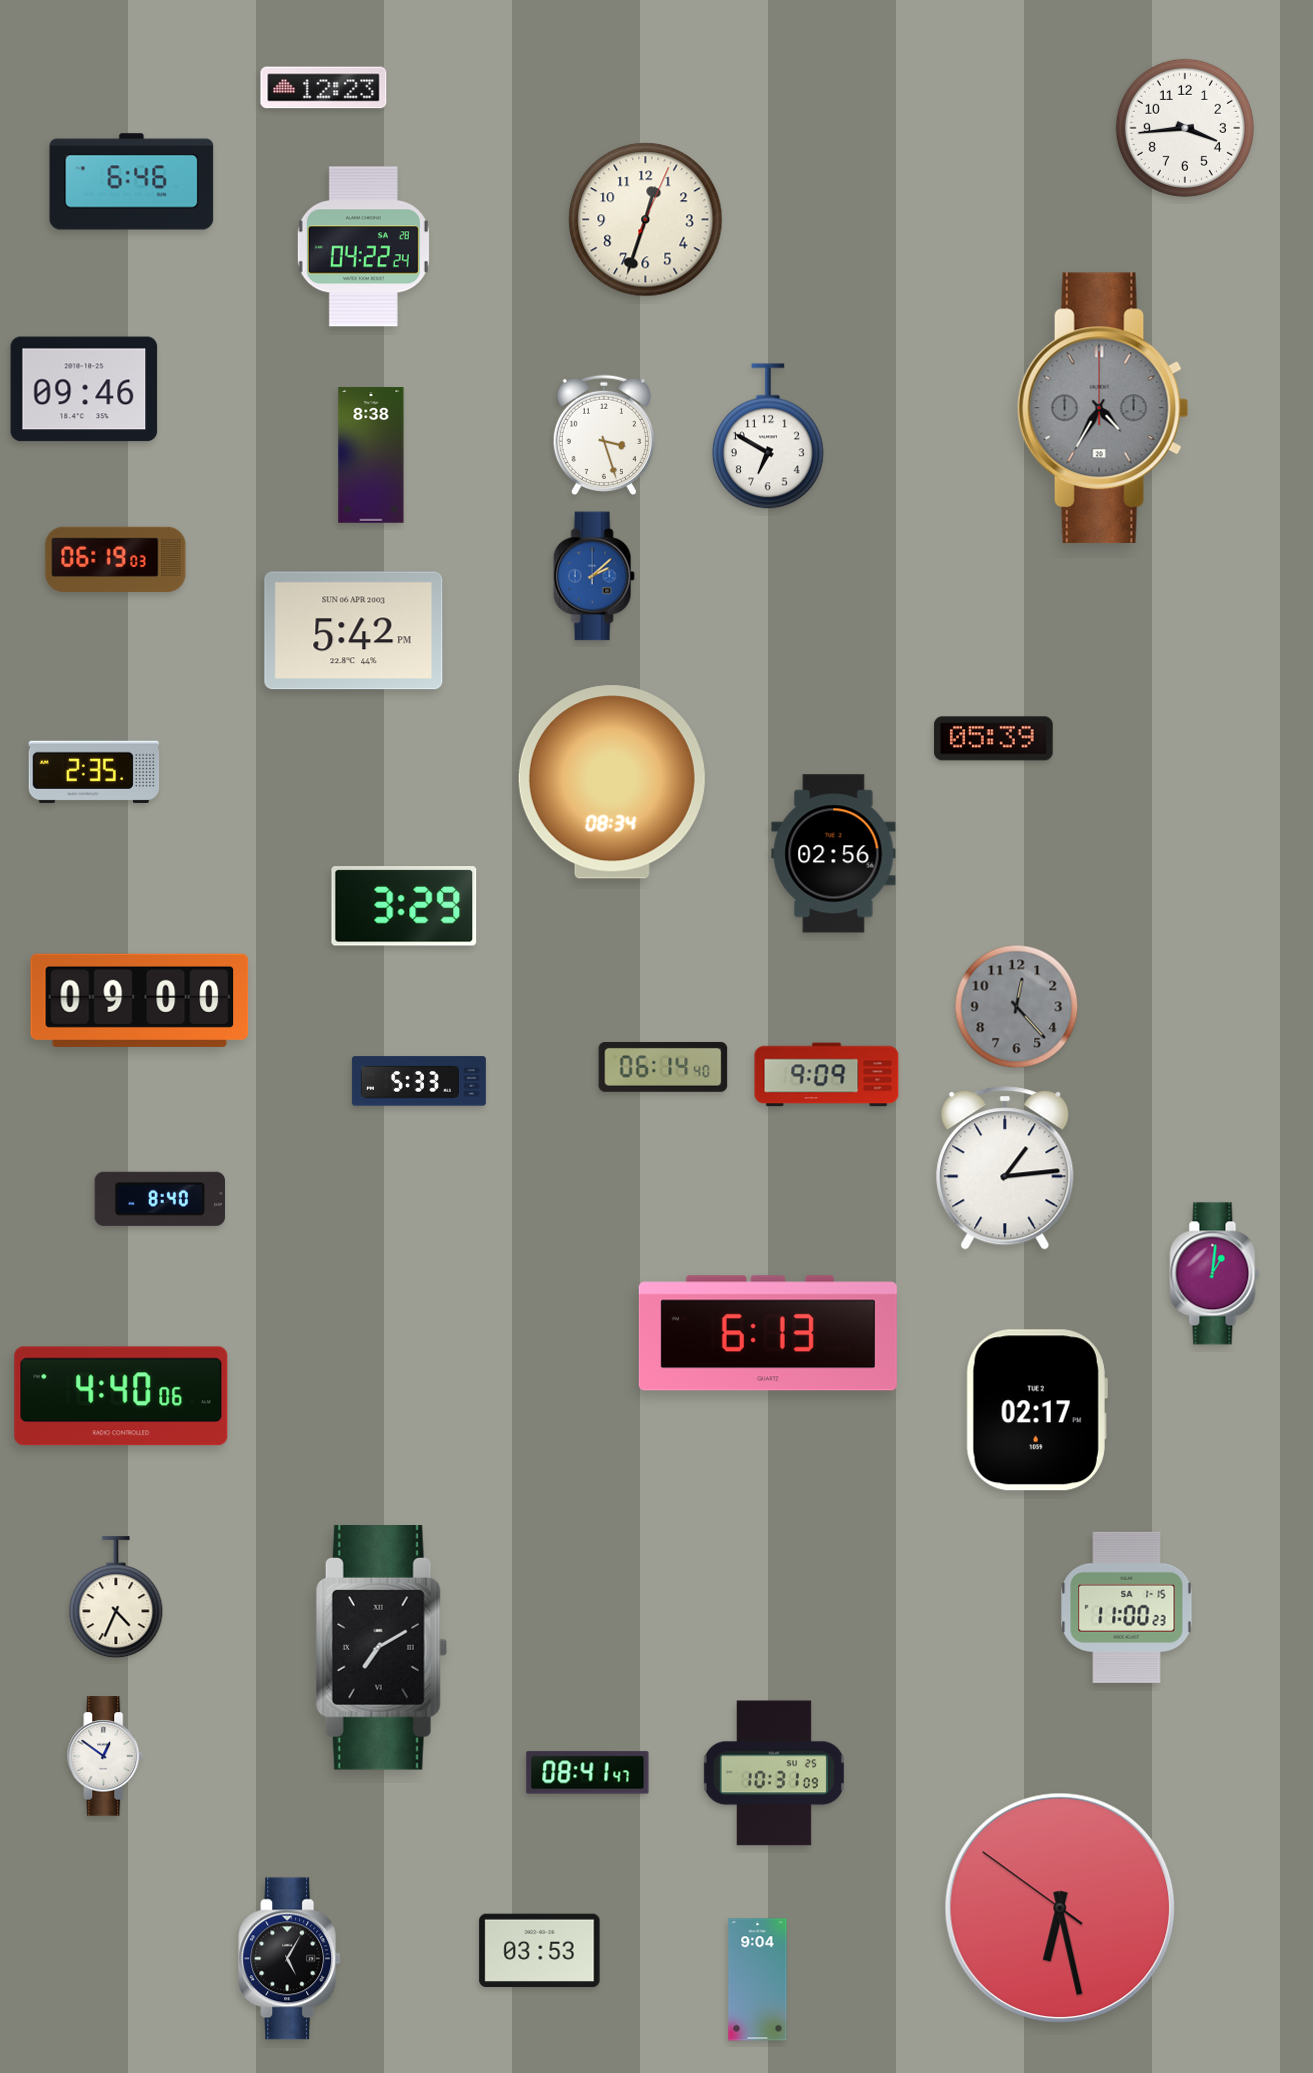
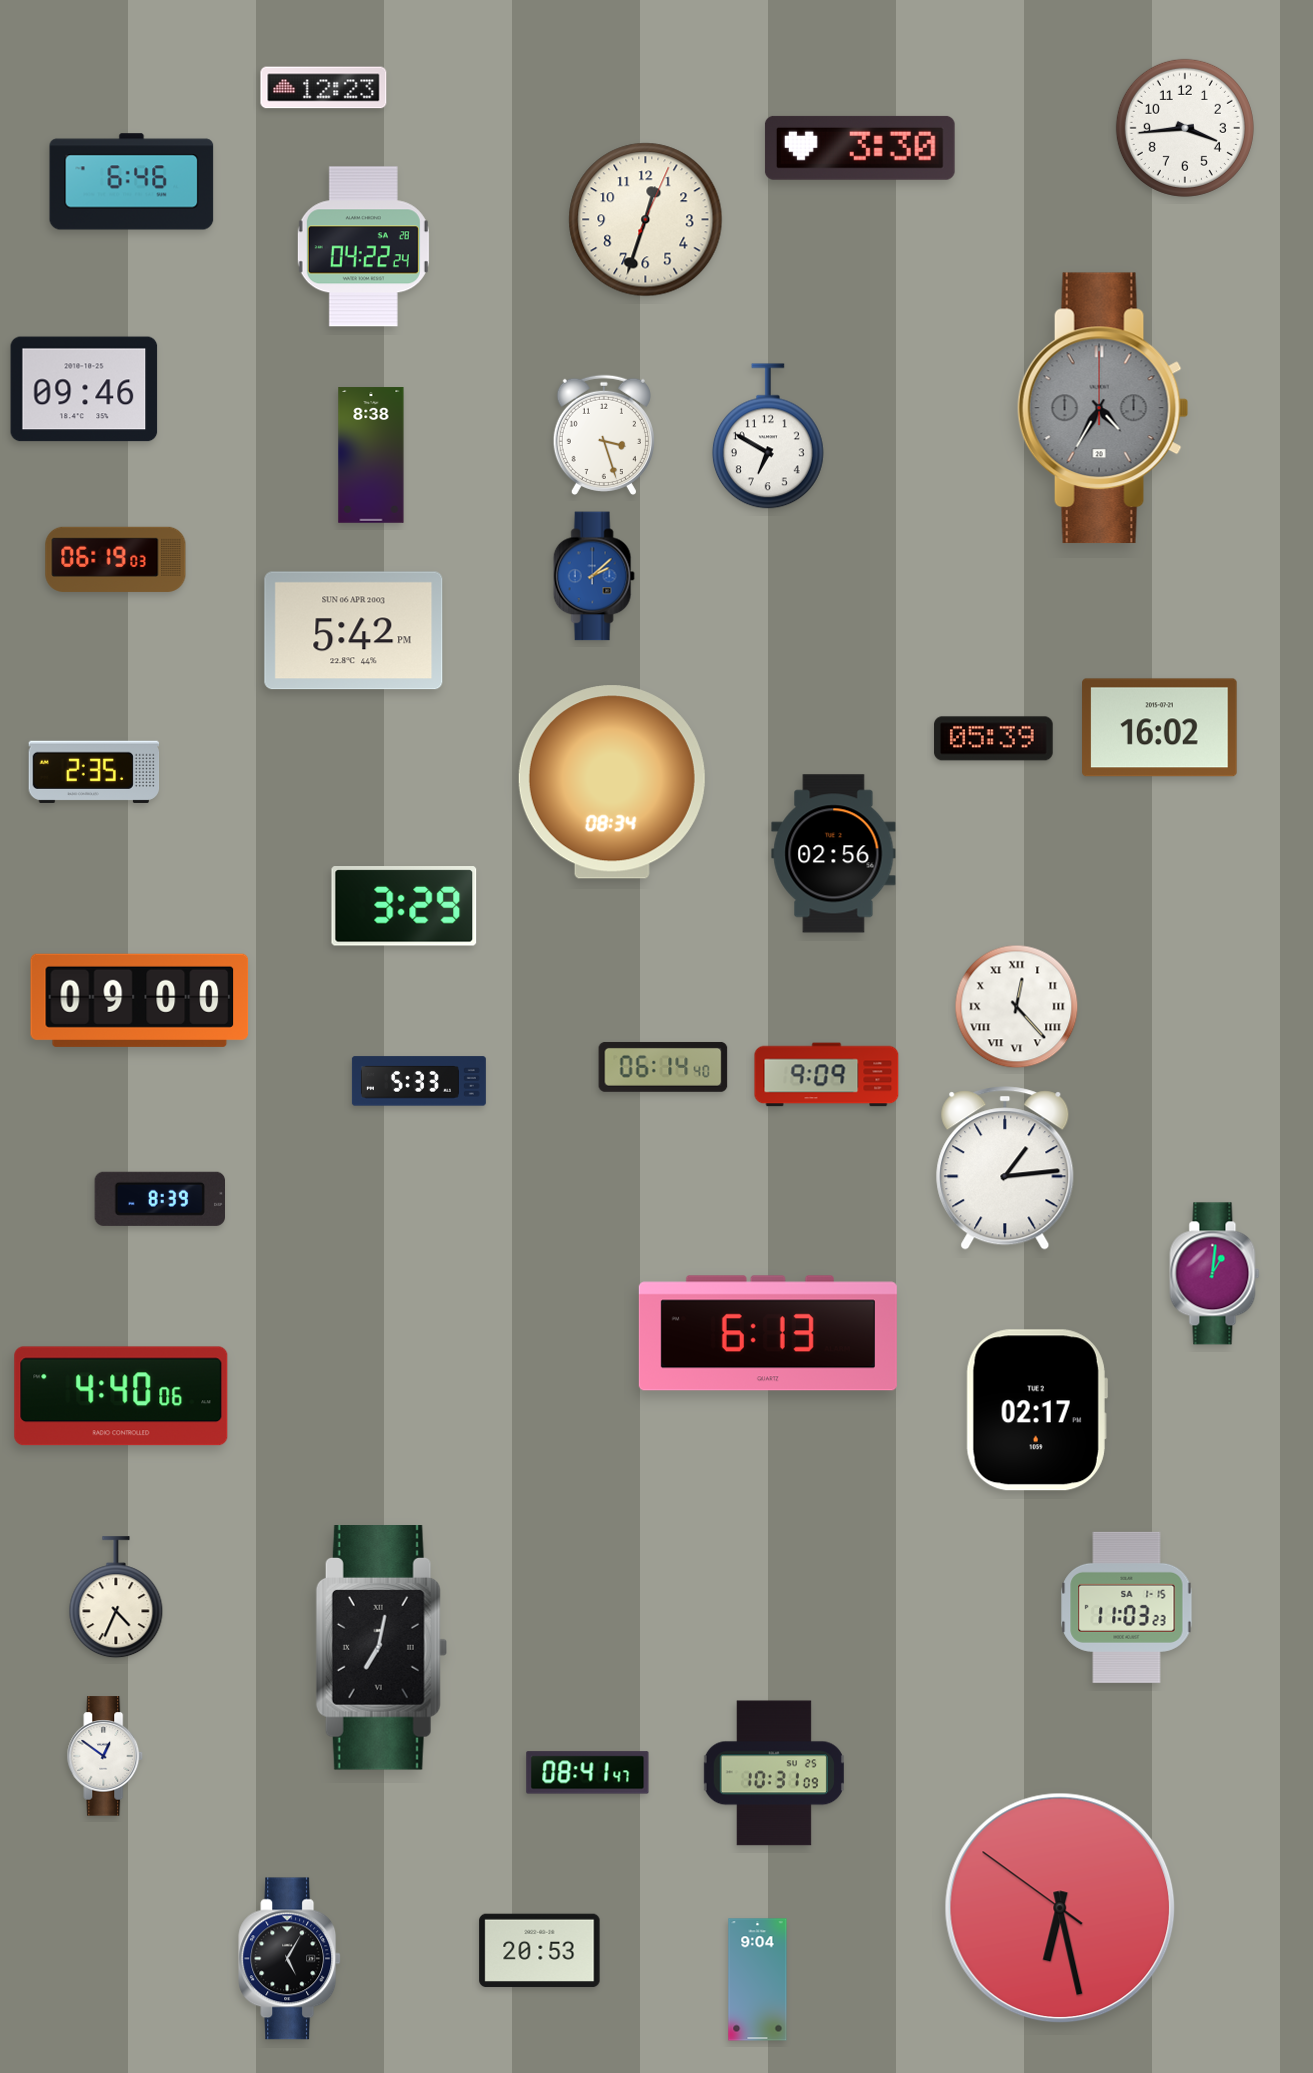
clock at (860, 148): none -> 3:30
clock at (1160, 728): none -> 16:02
clock at (1017, 1007) dial: grey -> white
clock at (1017, 1007) numerals: Arabic -> Roman
clock at (159, 1199): 8:40 -> 8:39
clock at (1127, 1607): 11:00 -> 11:03
clock at (381, 1648): 7:10 -> 7:02
clock at (540, 1951): 03:53 -> 20:53
